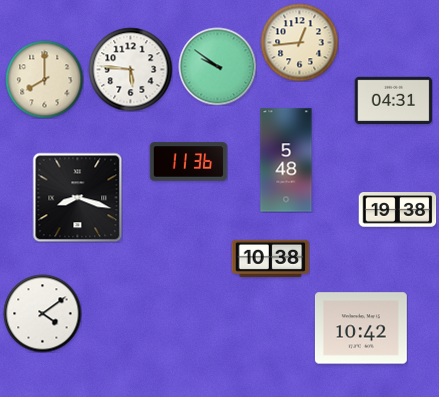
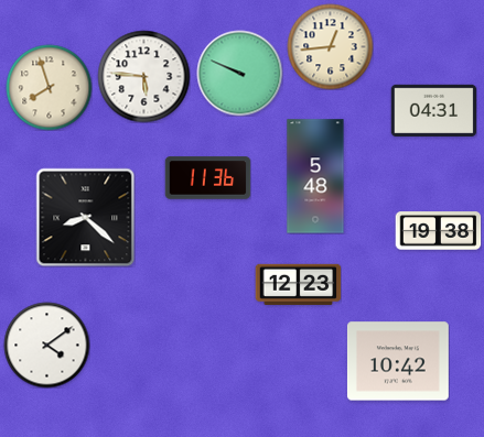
clock at (217, 66): 9:51 -> 9:49
clock at (44, 79): 8:00 -> 7:57
clock at (77, 197): 8:18 -> 8:22
clock at (270, 258): 10:38 -> 12:23
